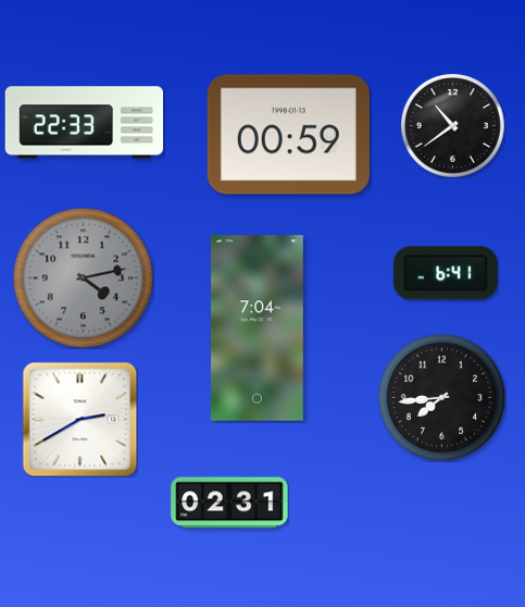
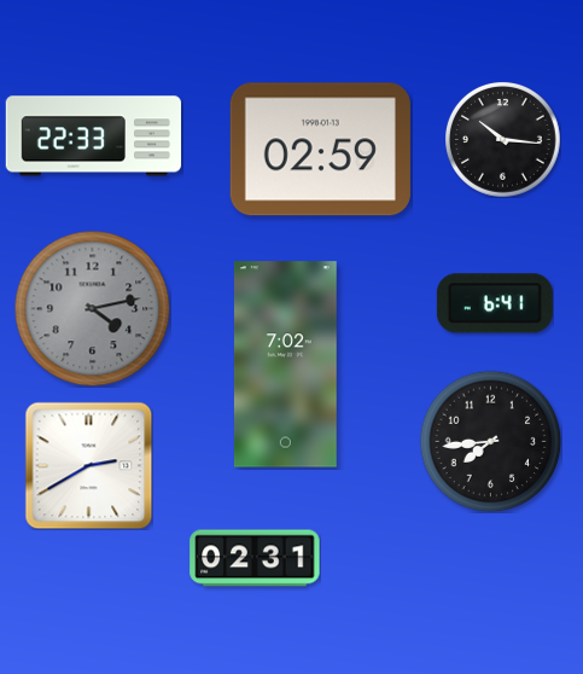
clock at (453, 126): 10:39 -> 10:16
clock at (288, 135): 00:59 -> 02:59
clock at (257, 329): 7:04 -> 7:02
